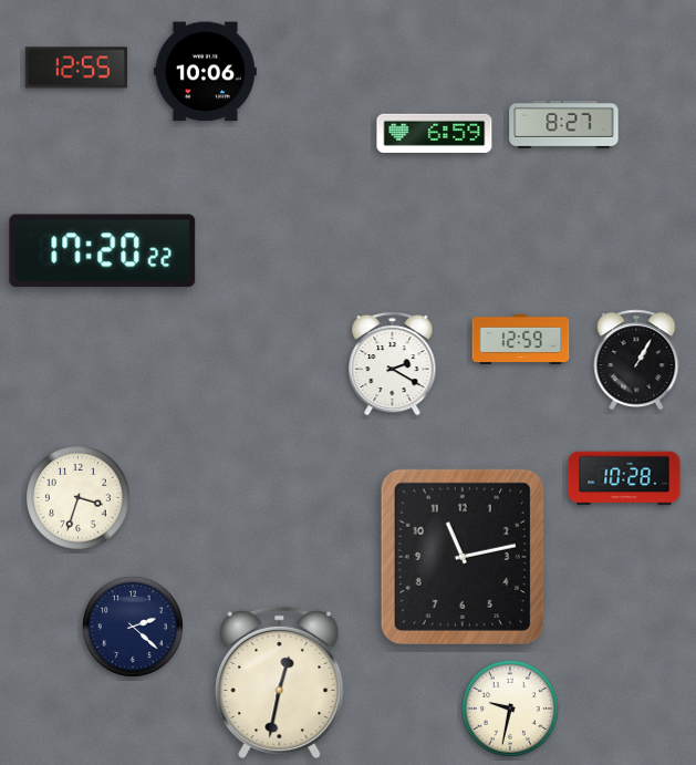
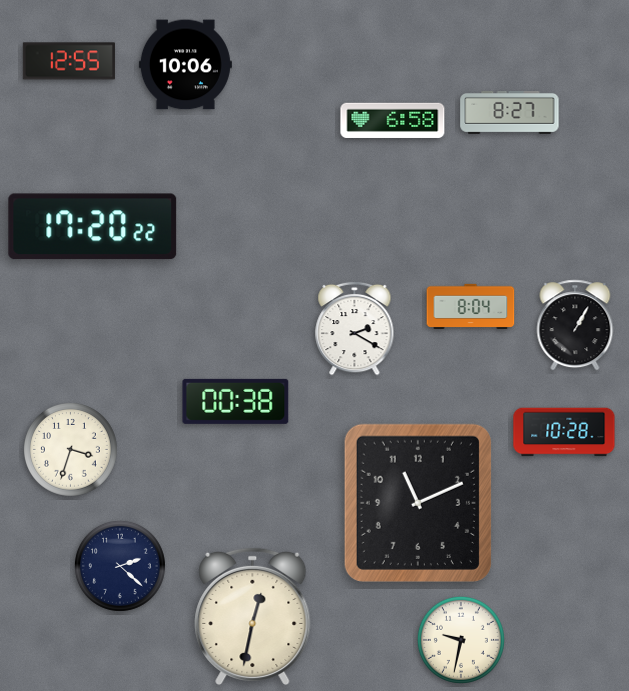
clock at (435, 133): 6:59 -> 6:58
clock at (521, 339): 12:59 -> 8:04
clock at (236, 401): none -> 00:38
clock at (463, 557): 11:13 -> 11:11
